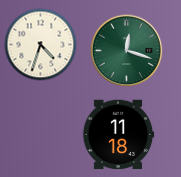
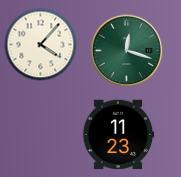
clock at (41, 45): 4:33 -> 4:07
clock at (118, 135): 11:18 -> 11:23
